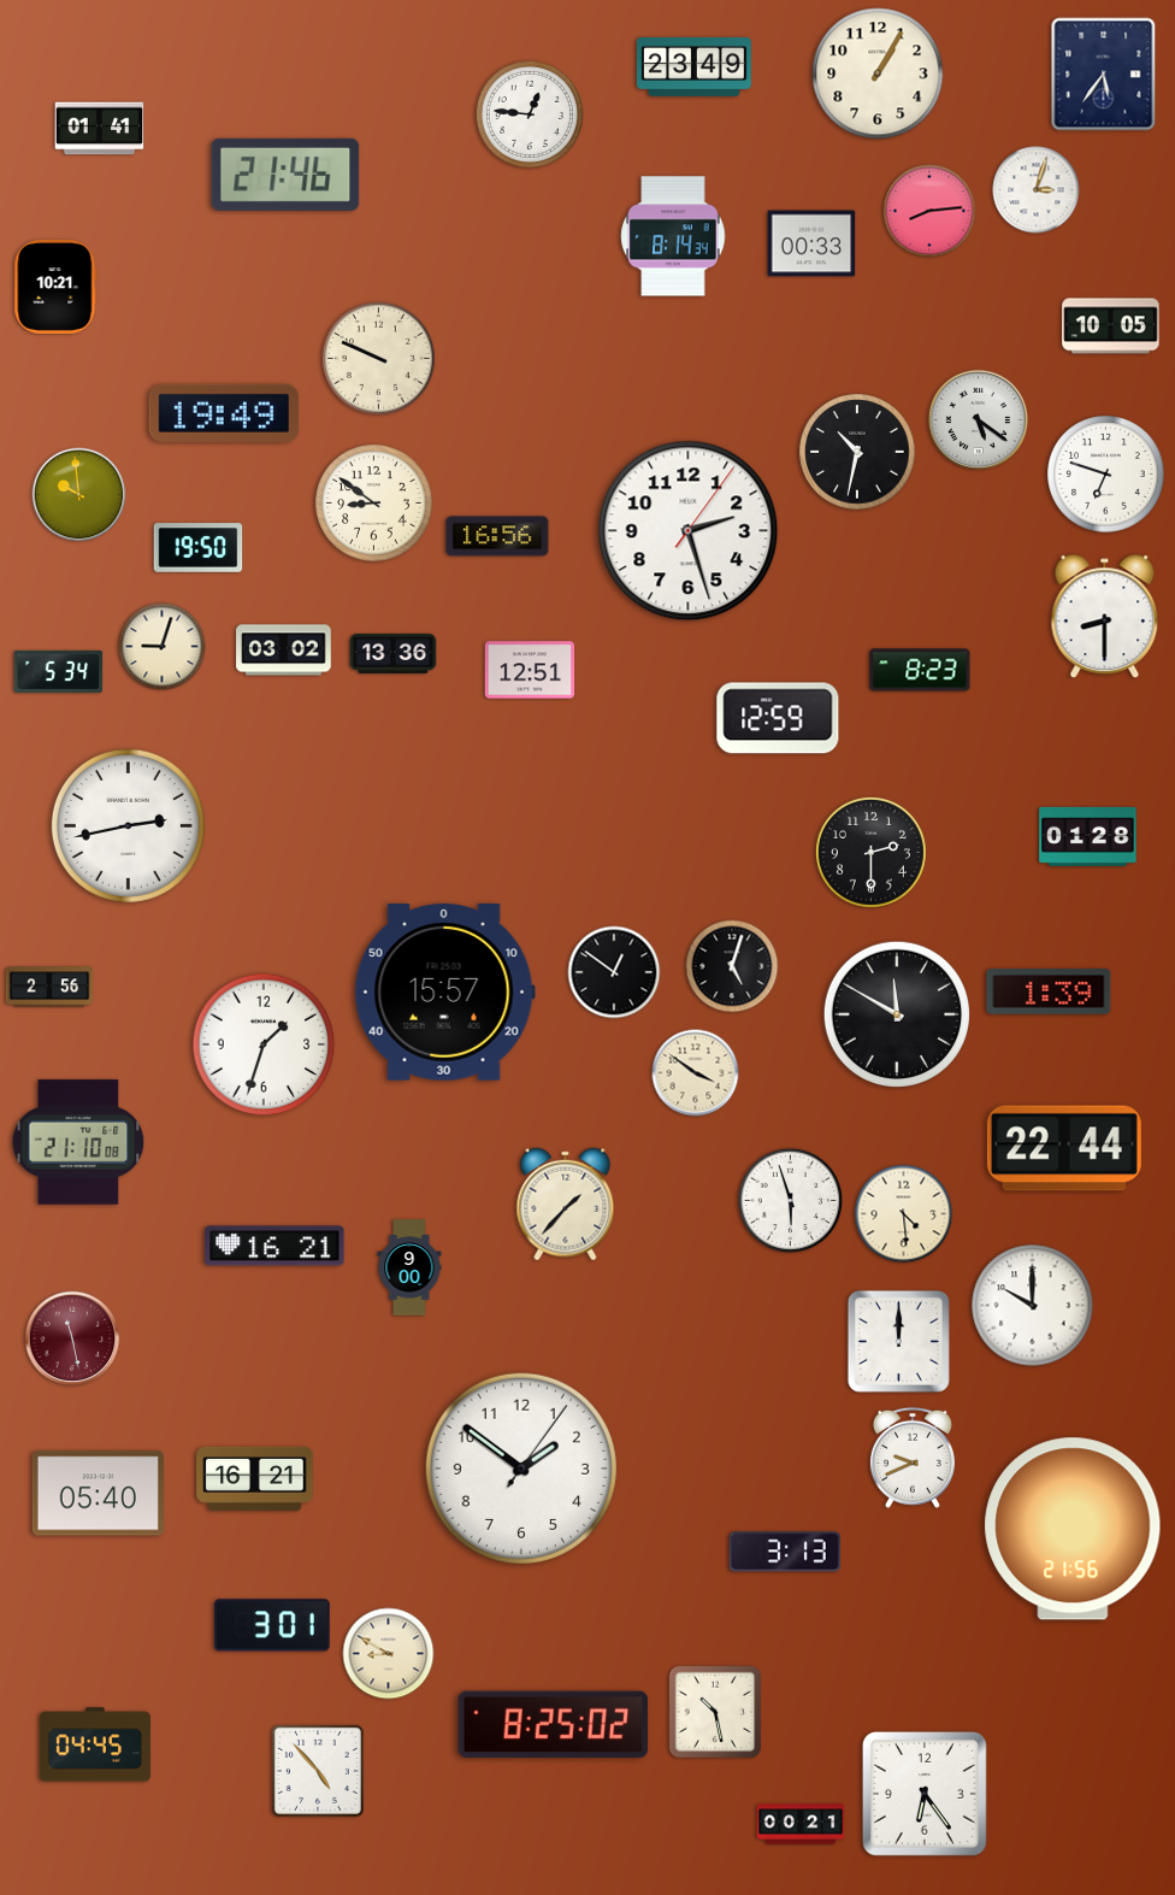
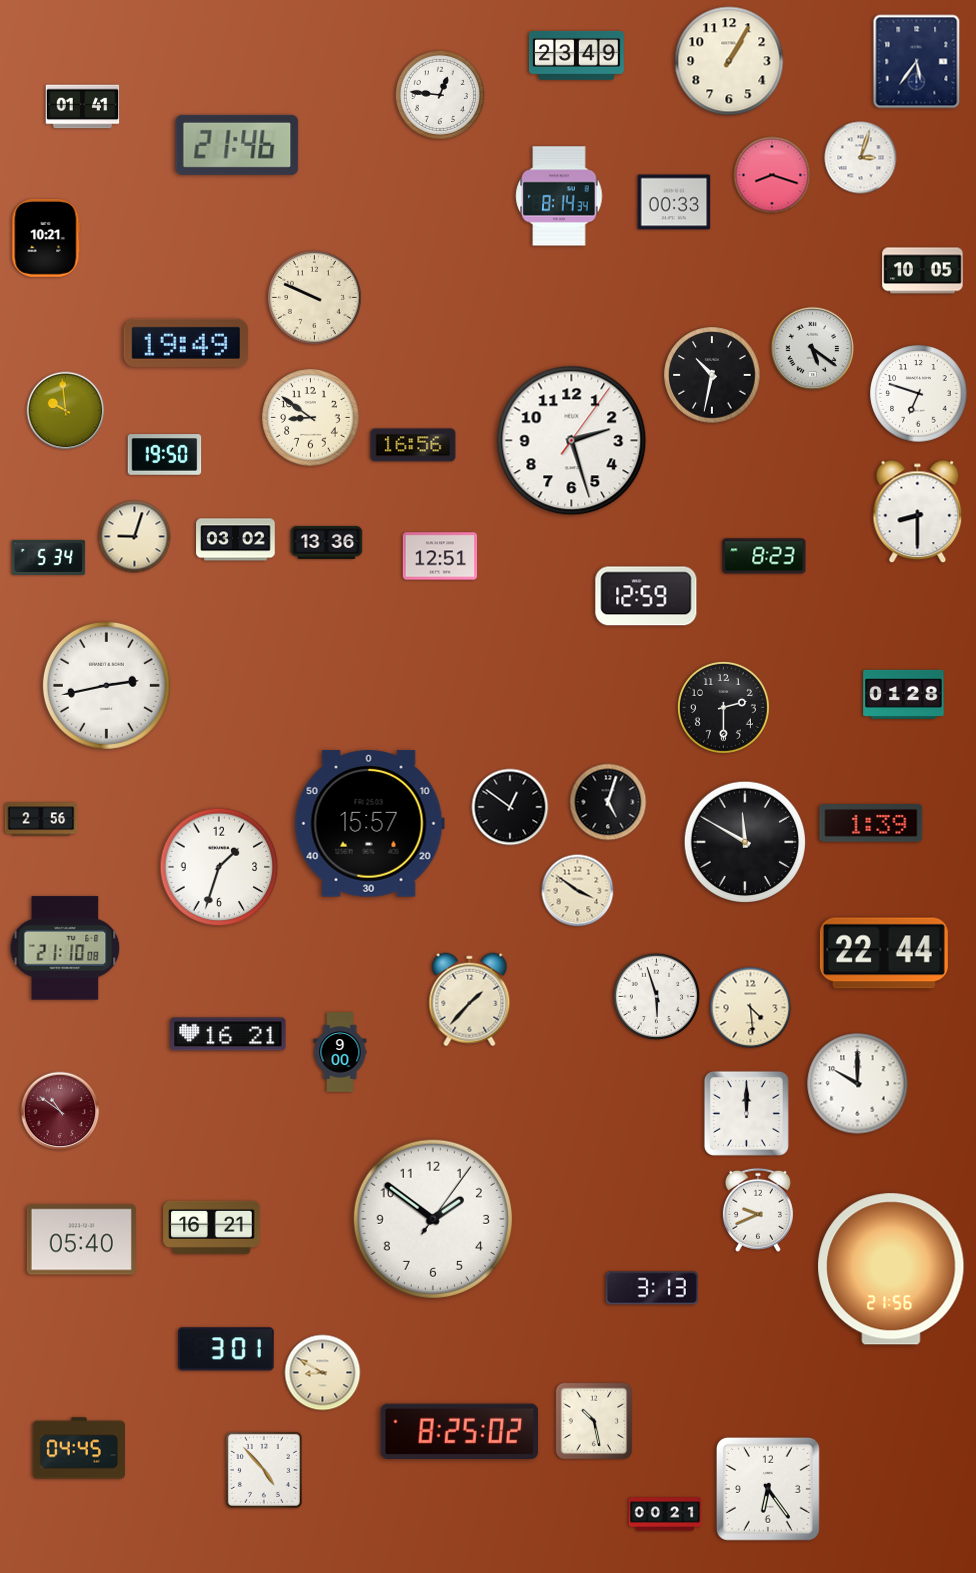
clock at (929, 211): 8:14 -> 8:18
clock at (72, 1338): 11:28 -> 10:51
